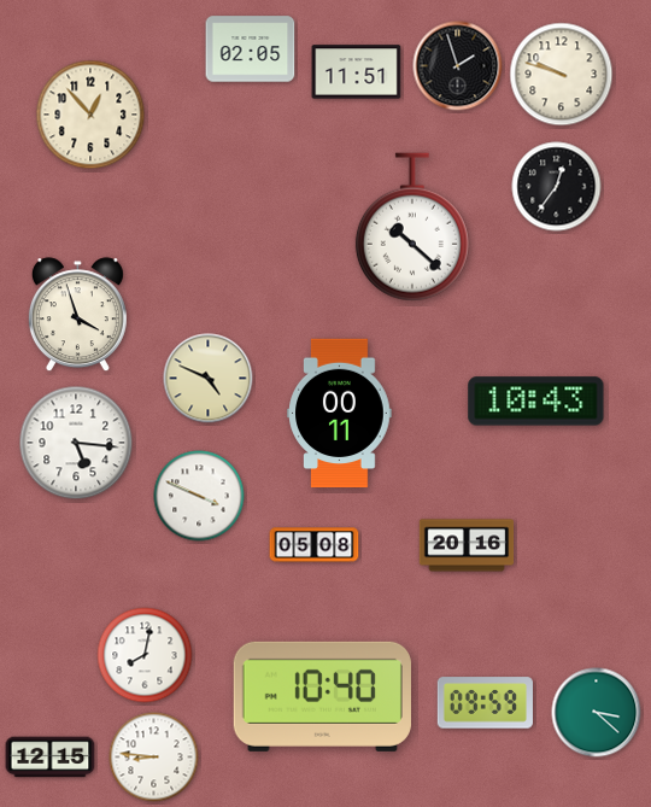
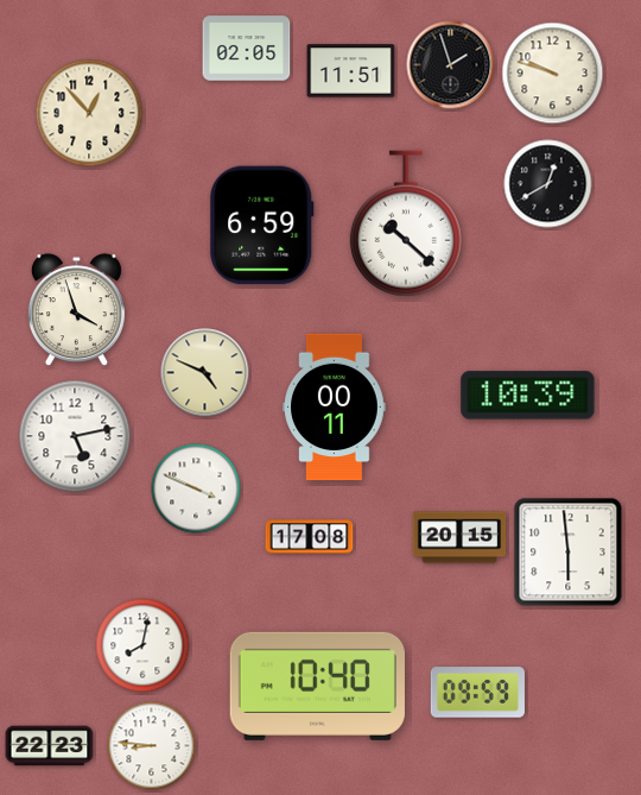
clock at (557, 187): 12:36 -> 12:40
clock at (262, 226): none -> 6:59
clock at (536, 402): 10:43 -> 10:39
clock at (76, 443): 5:16 -> 5:13
clock at (315, 545): 05:08 -> 17:08
clock at (467, 545): 20:16 -> 20:15
clock at (569, 553): none -> 5:59
clock at (597, 713): 3:22 -> none
clock at (51, 758): 12:15 -> 22:23
